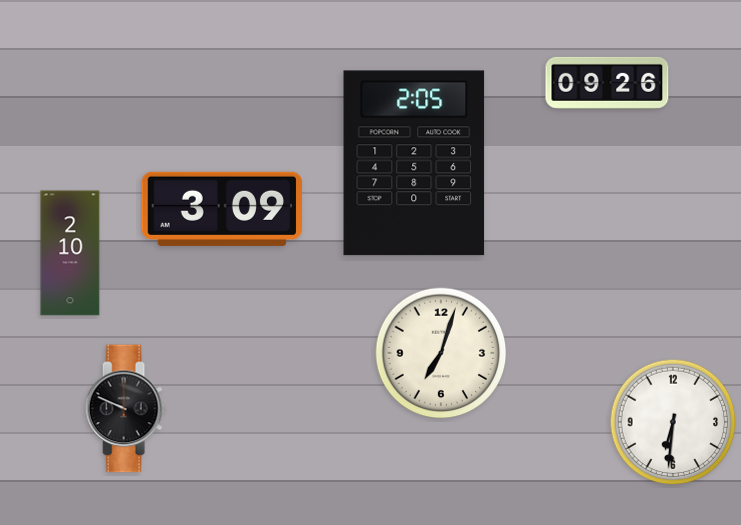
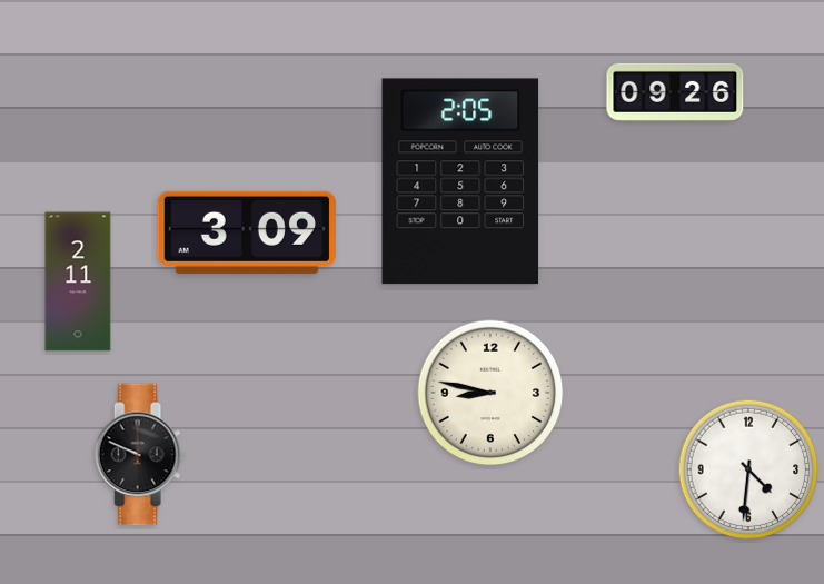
clock at (70, 253): 2:10 -> 2:11
clock at (441, 353): 7:03 -> 8:47
clock at (673, 422): 6:31 -> 4:31
